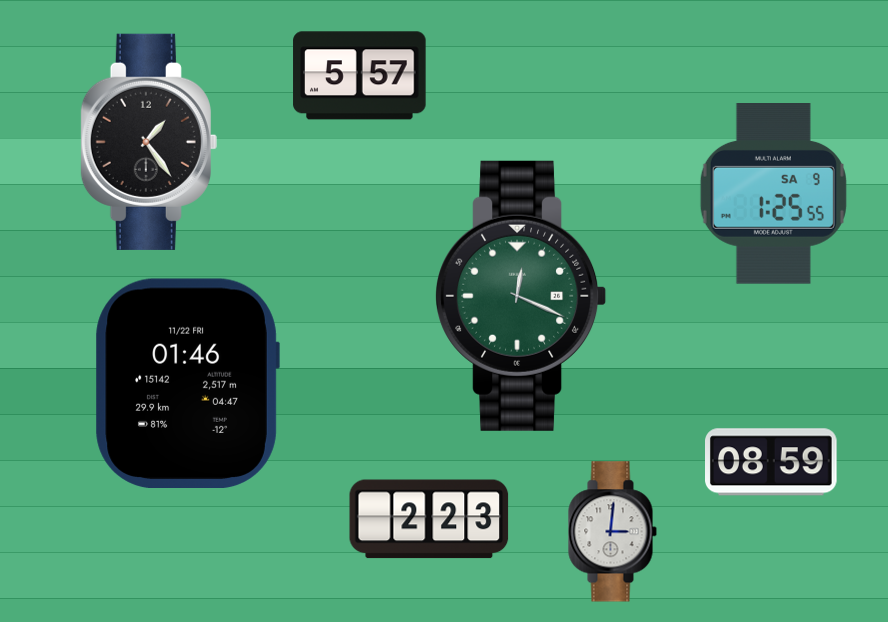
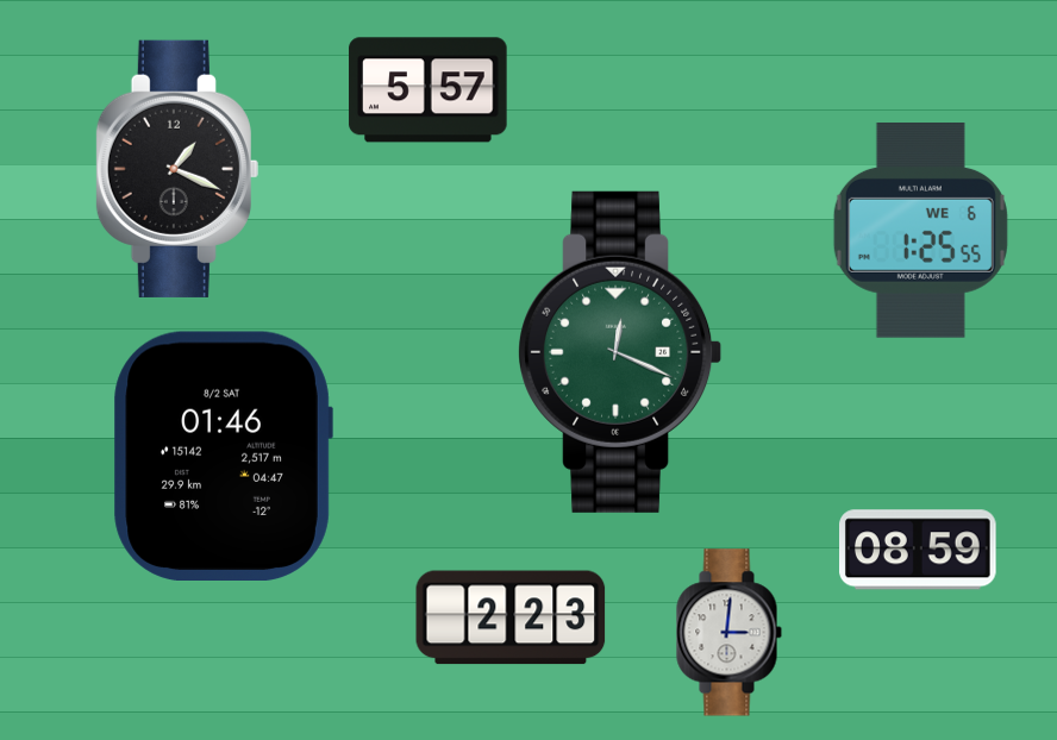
clock at (149, 142): 1:24 -> 1:19
clock at (773, 194) date: SA 9 -> WE 6
clock at (187, 383) date: 11/22 FRI -> 8/2 SAT
